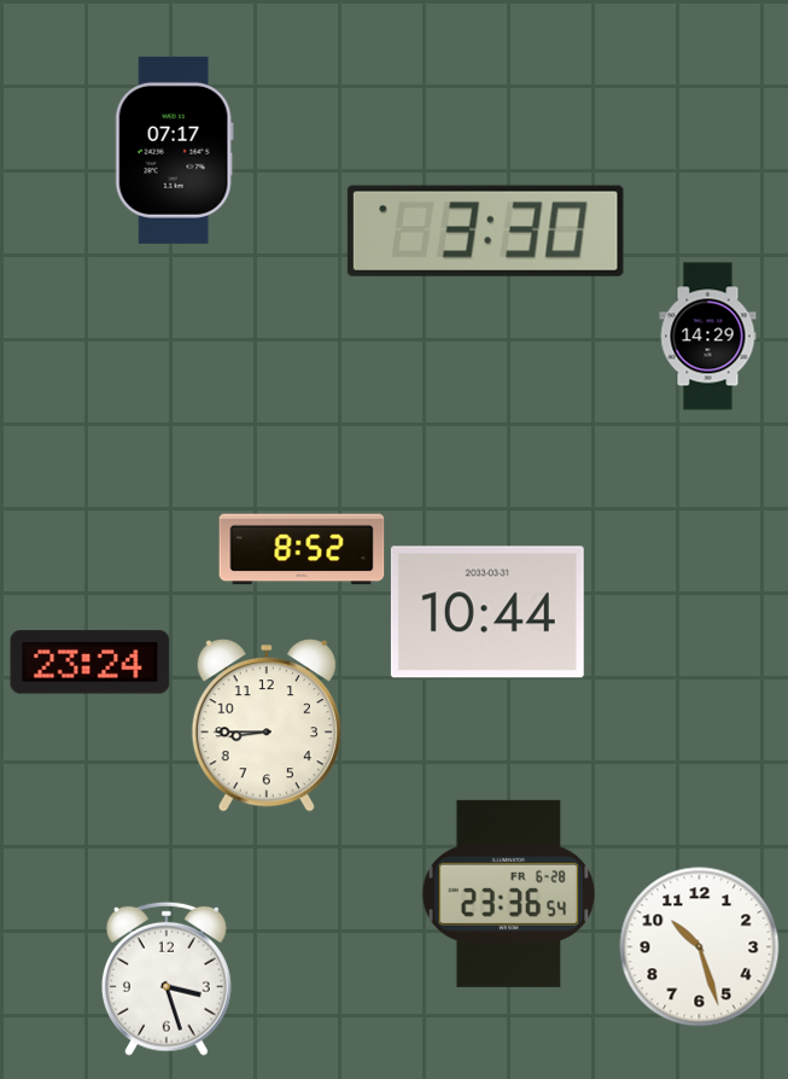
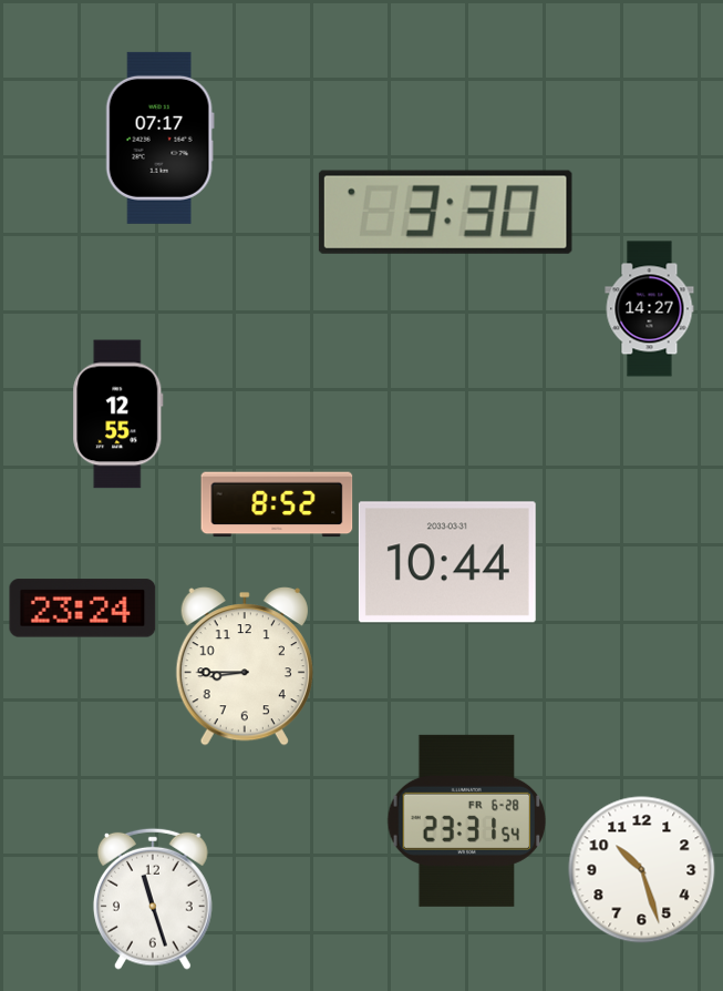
clock at (708, 337): 14:29 -> 14:27
clock at (118, 415): none -> 12:55
clock at (509, 893): 23:36 -> 23:31
clock at (167, 979): 3:27 -> 11:27
